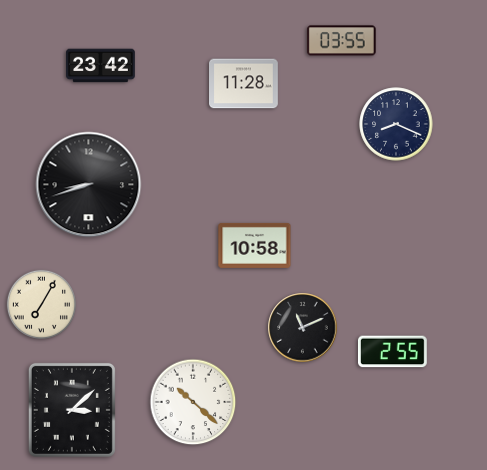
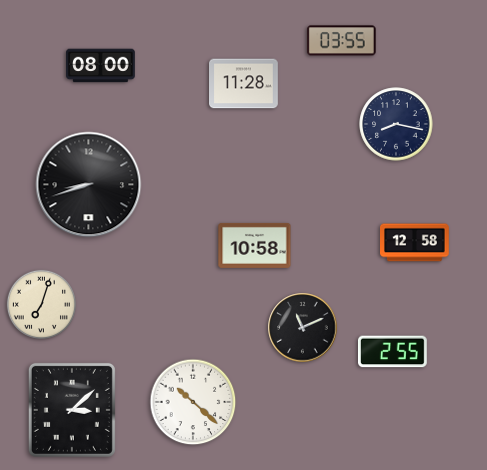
clock at (101, 66): 23:42 -> 08:00
clock at (396, 124): 8:19 -> 8:17
clock at (415, 243): none -> 12:58
clock at (41, 304): 7:05 -> 7:03
